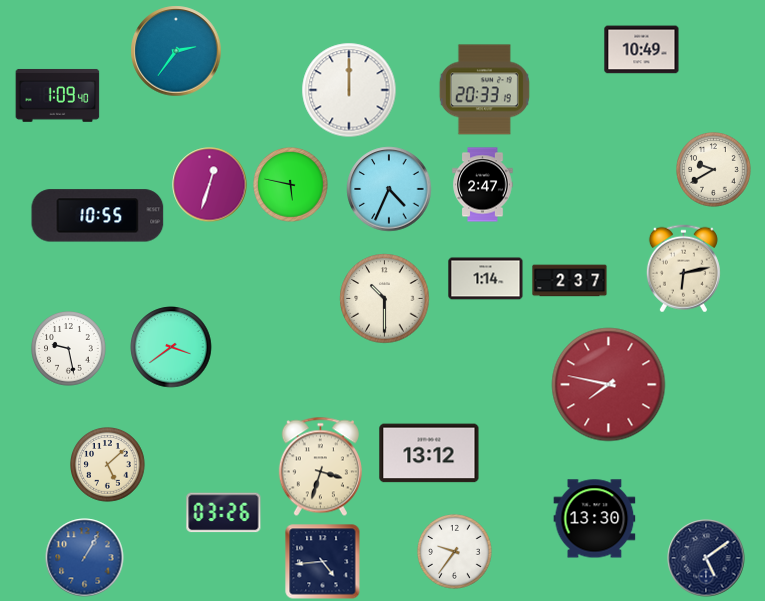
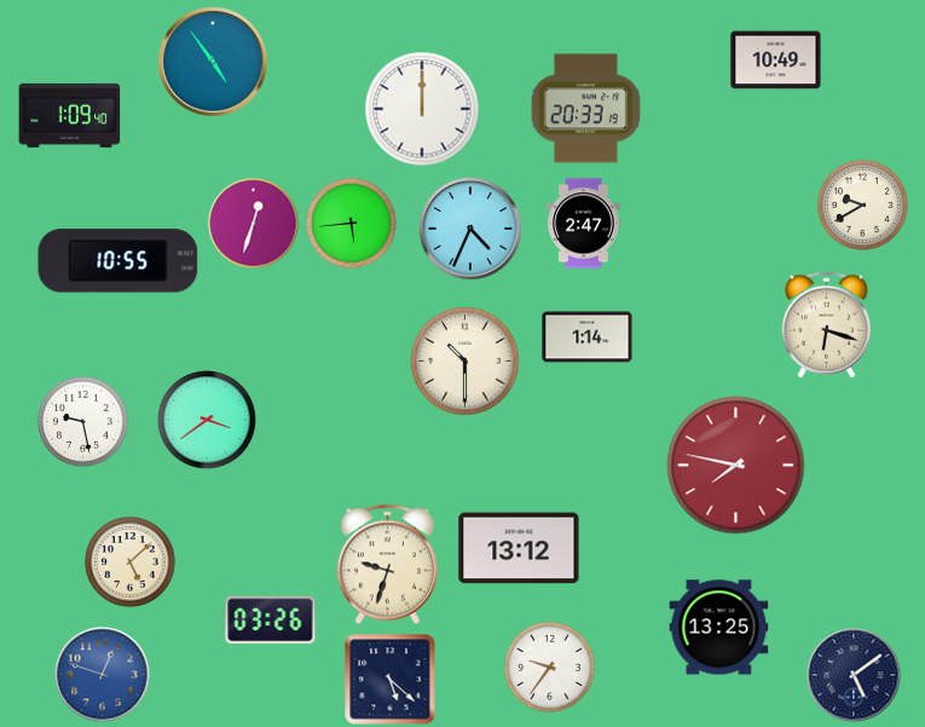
clock at (176, 51): 2:36 -> 4:54
clock at (291, 185): 5:47 -> 5:44
clock at (683, 269): 6:13 -> 6:18
clock at (570, 281): 2:37 -> none
clock at (320, 467): 3:33 -> 9:33
clock at (595, 519): 13:30 -> 13:25
clock at (85, 558): 1:05 -> 12:48
clock at (323, 562): 4:44 -> 5:22
